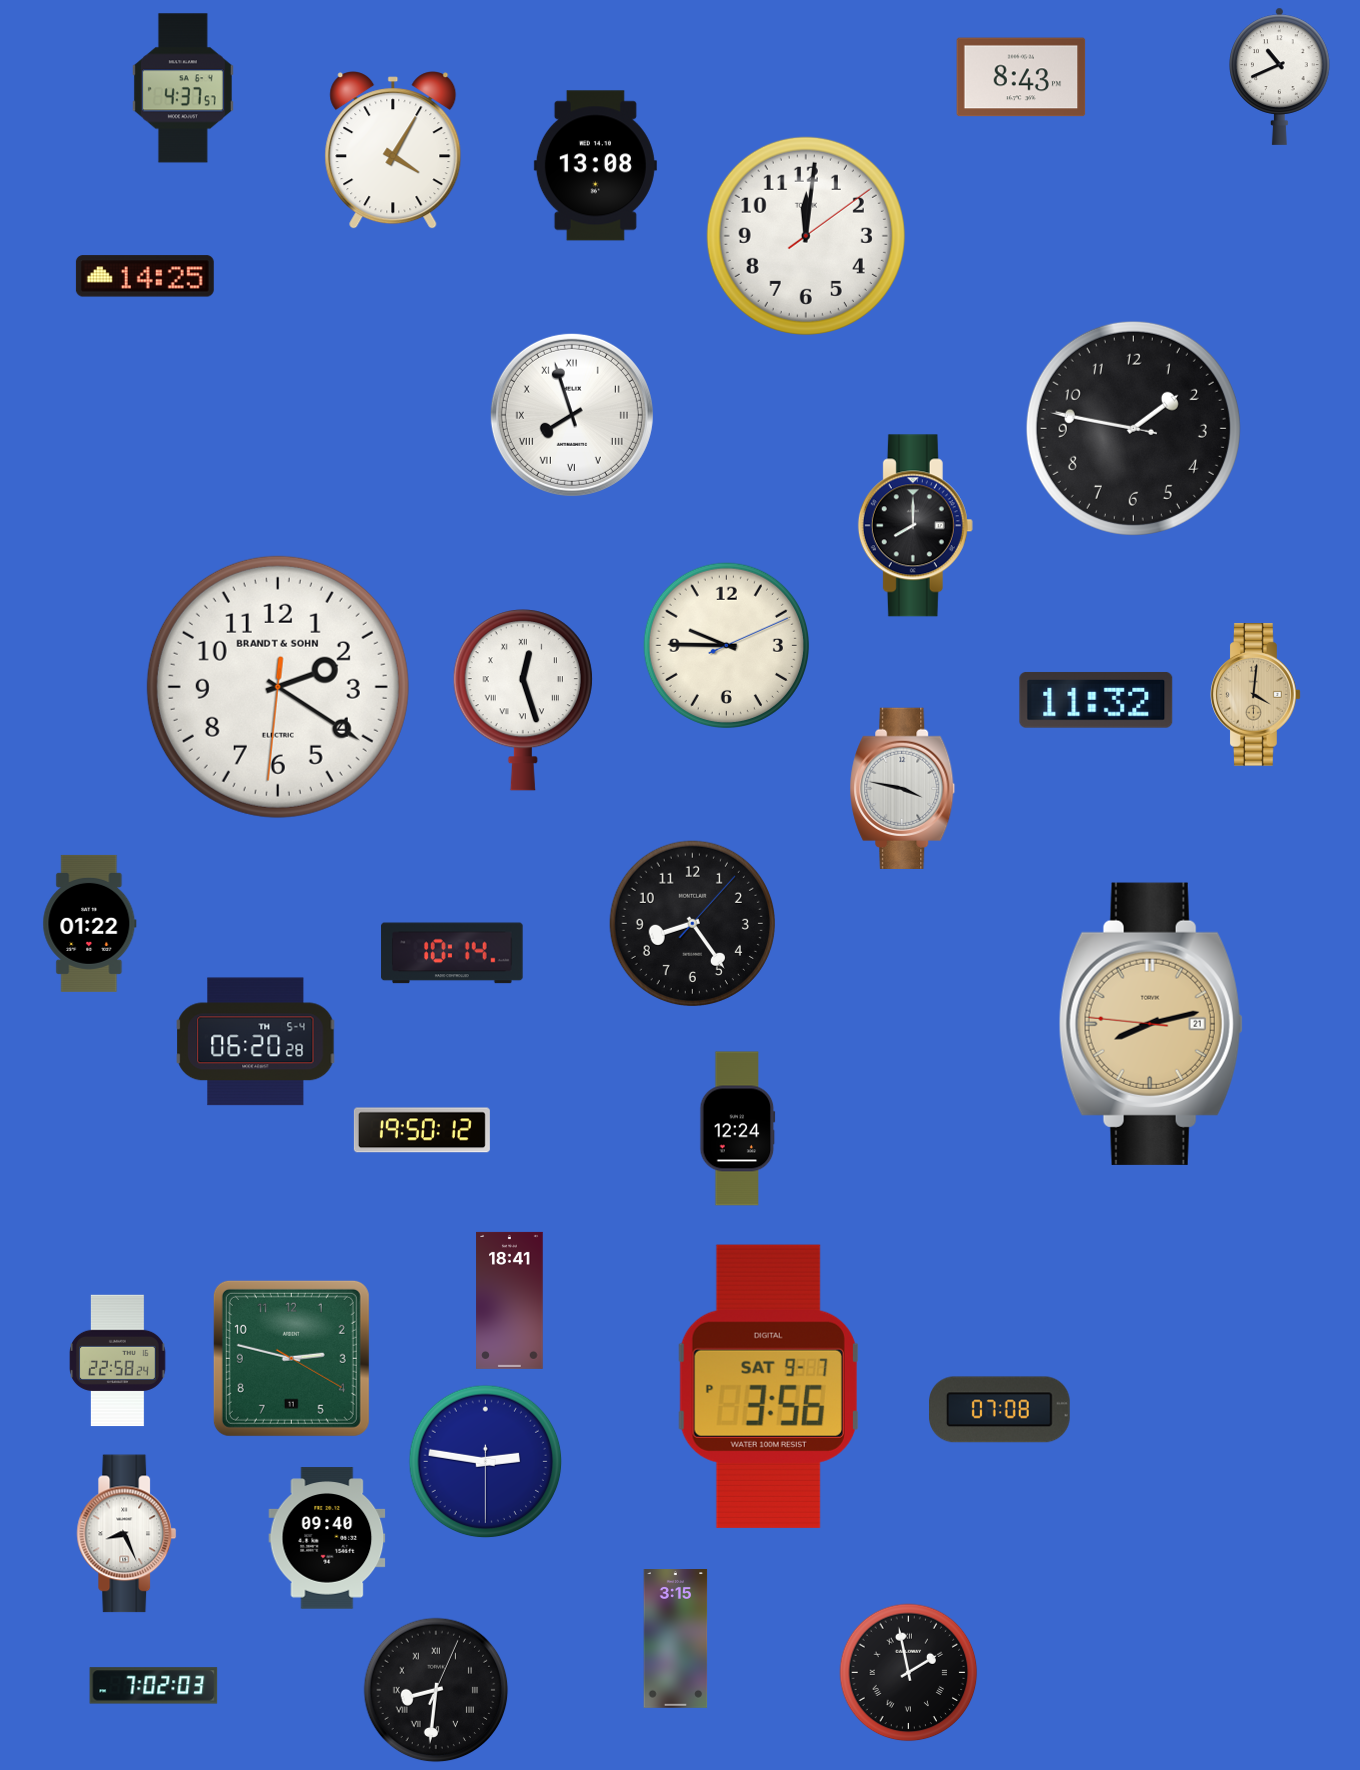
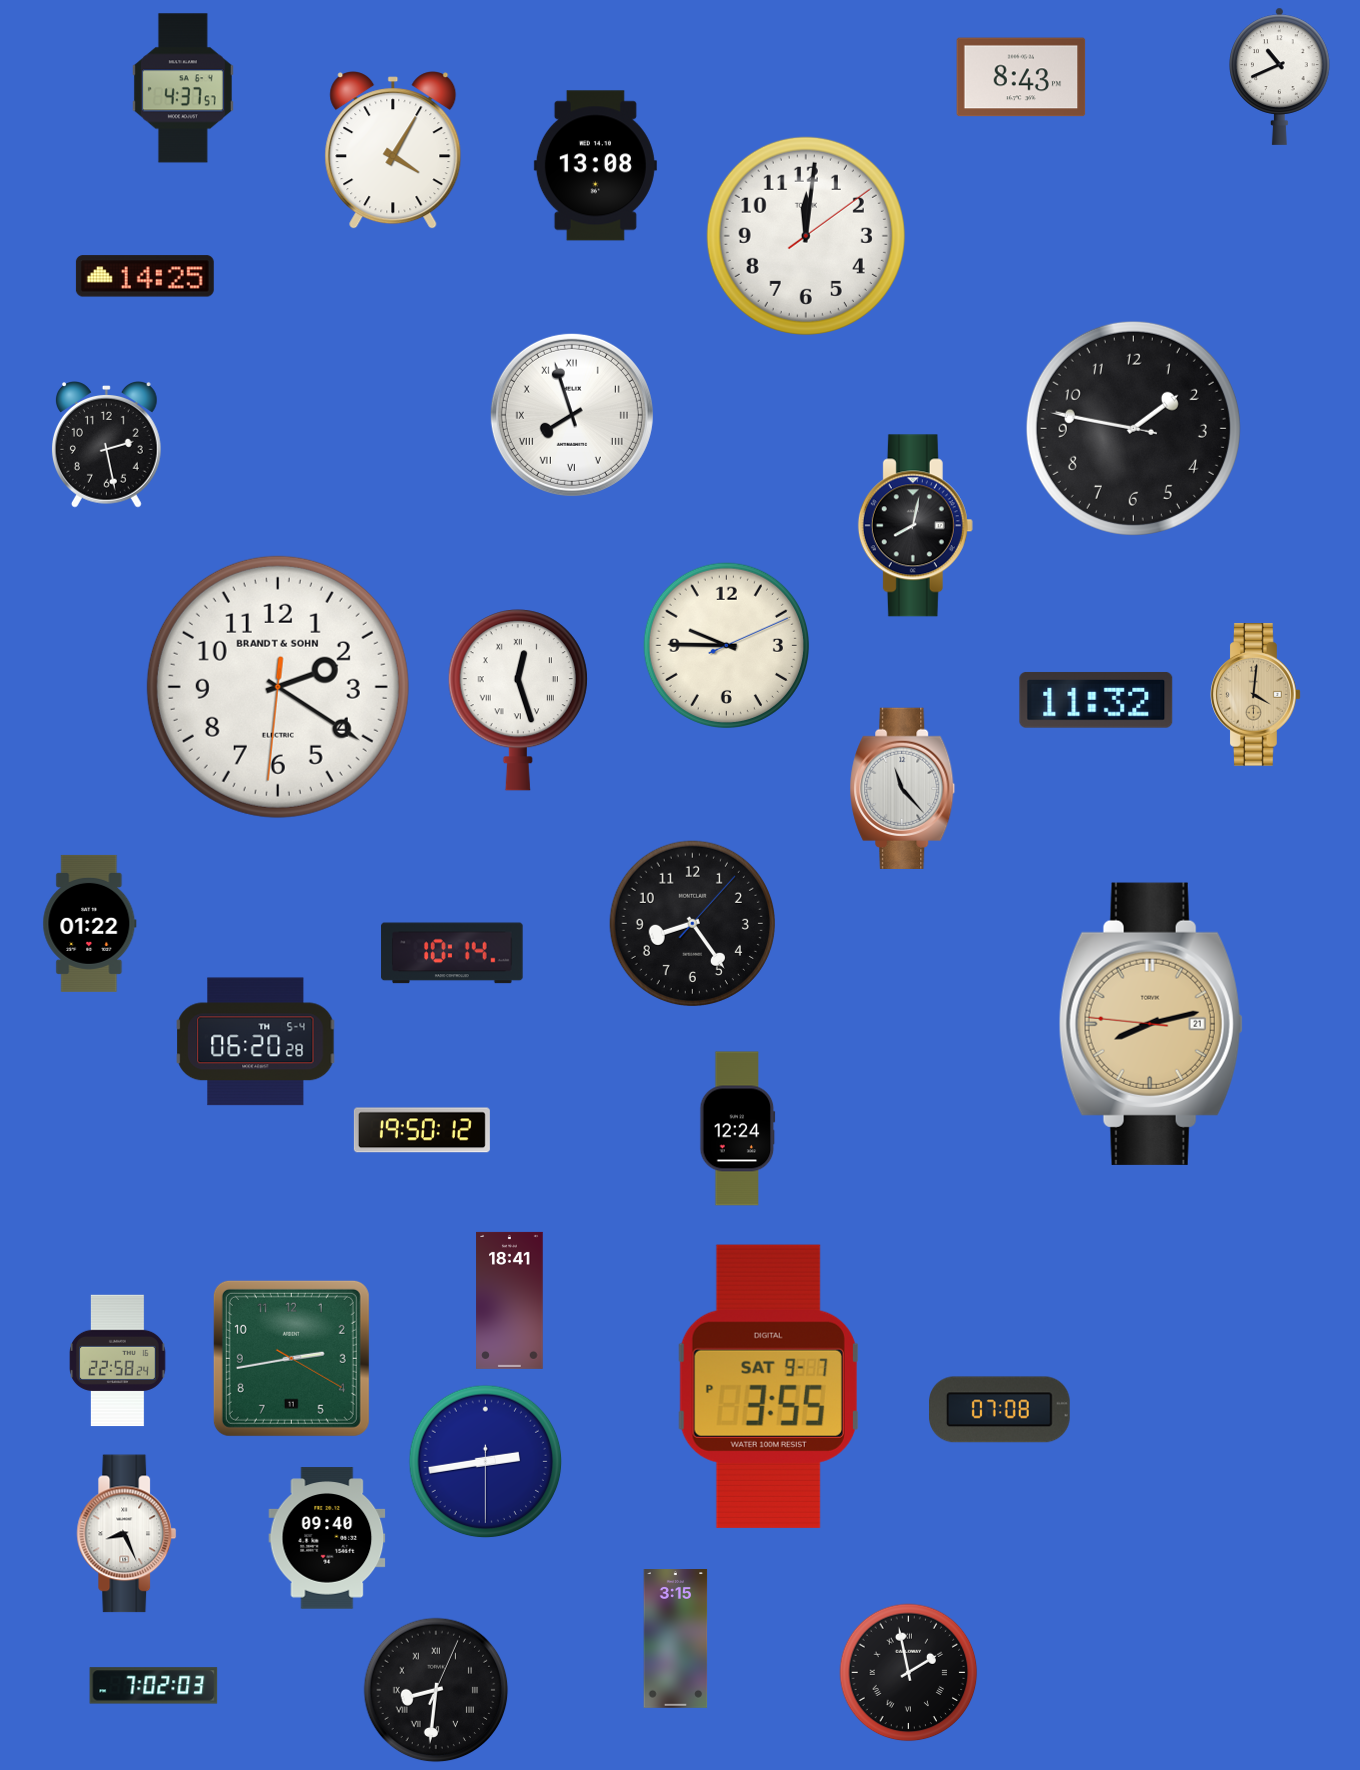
clock at (106, 445): none -> 2:28
clock at (915, 526): 8:00 -> 8:02
clock at (523, 700) position: (523, 700) -> (518, 700)
clock at (903, 788): 3:47 -> 11:23
clock at (291, 1358): 2:47 -> 2:43
clock at (768, 1386): 3:56 -> 3:55
clock at (486, 1462): 2:46 -> 2:43
